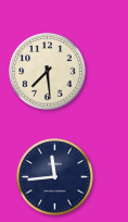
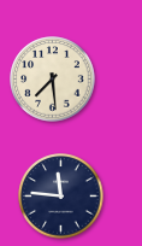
clock at (55, 177): 11:44 -> 11:46
